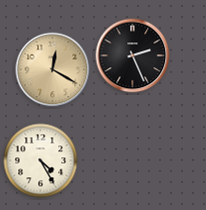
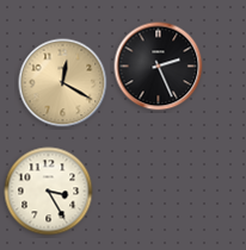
clock at (41, 161): 4:25 -> 3:25
